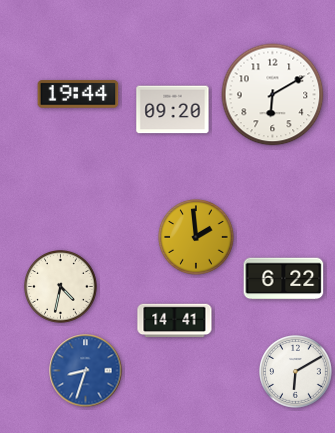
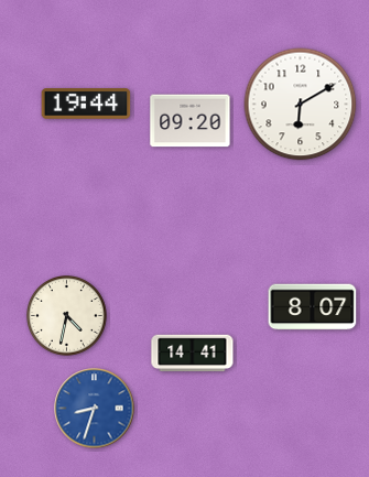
clock at (196, 237): 1:59 -> none
clock at (284, 279): 6:22 -> 8:07
clock at (296, 372): 6:10 -> none
